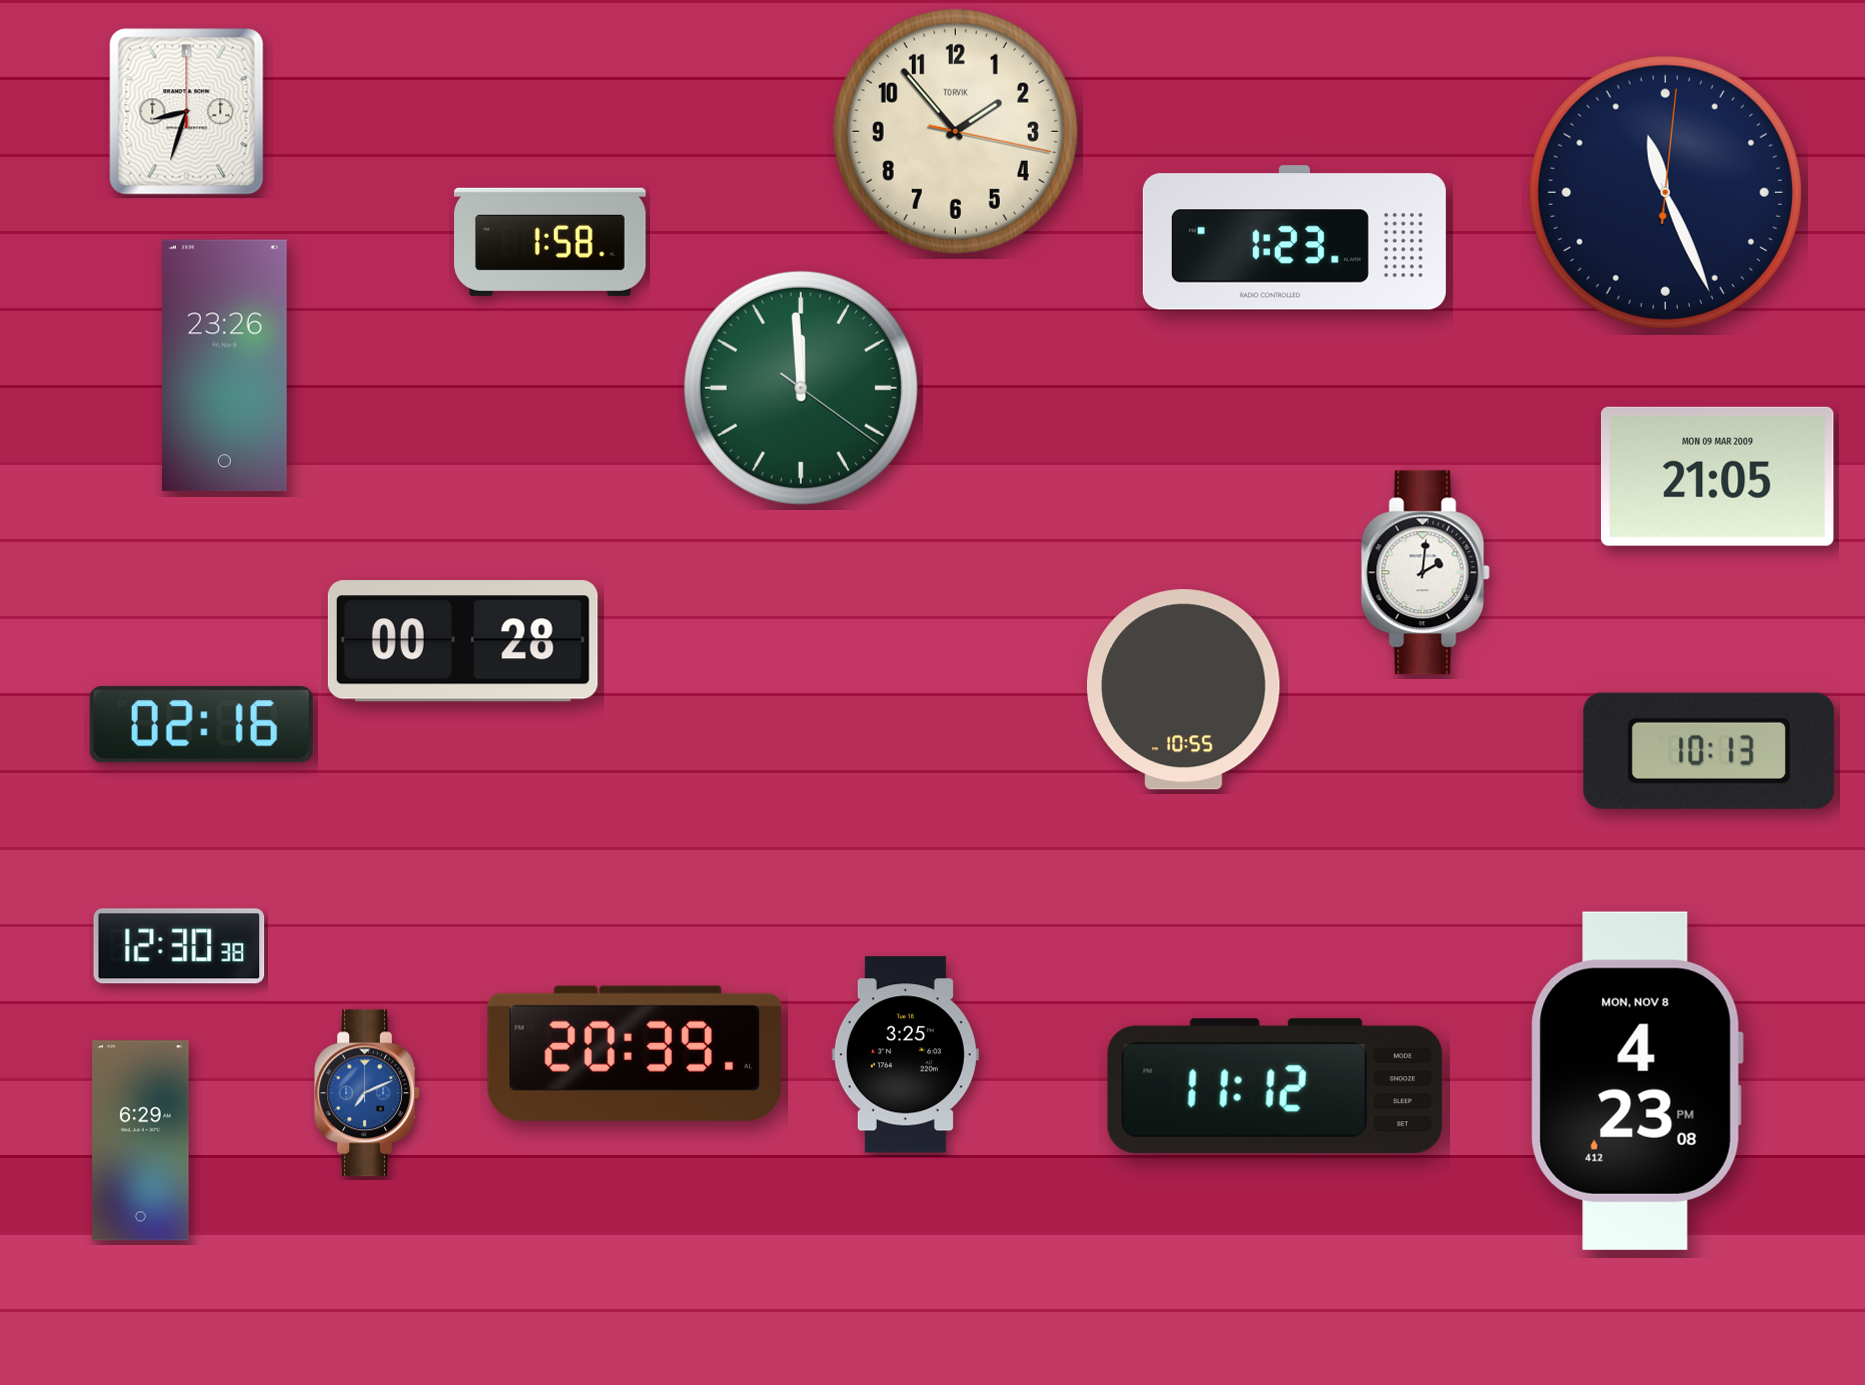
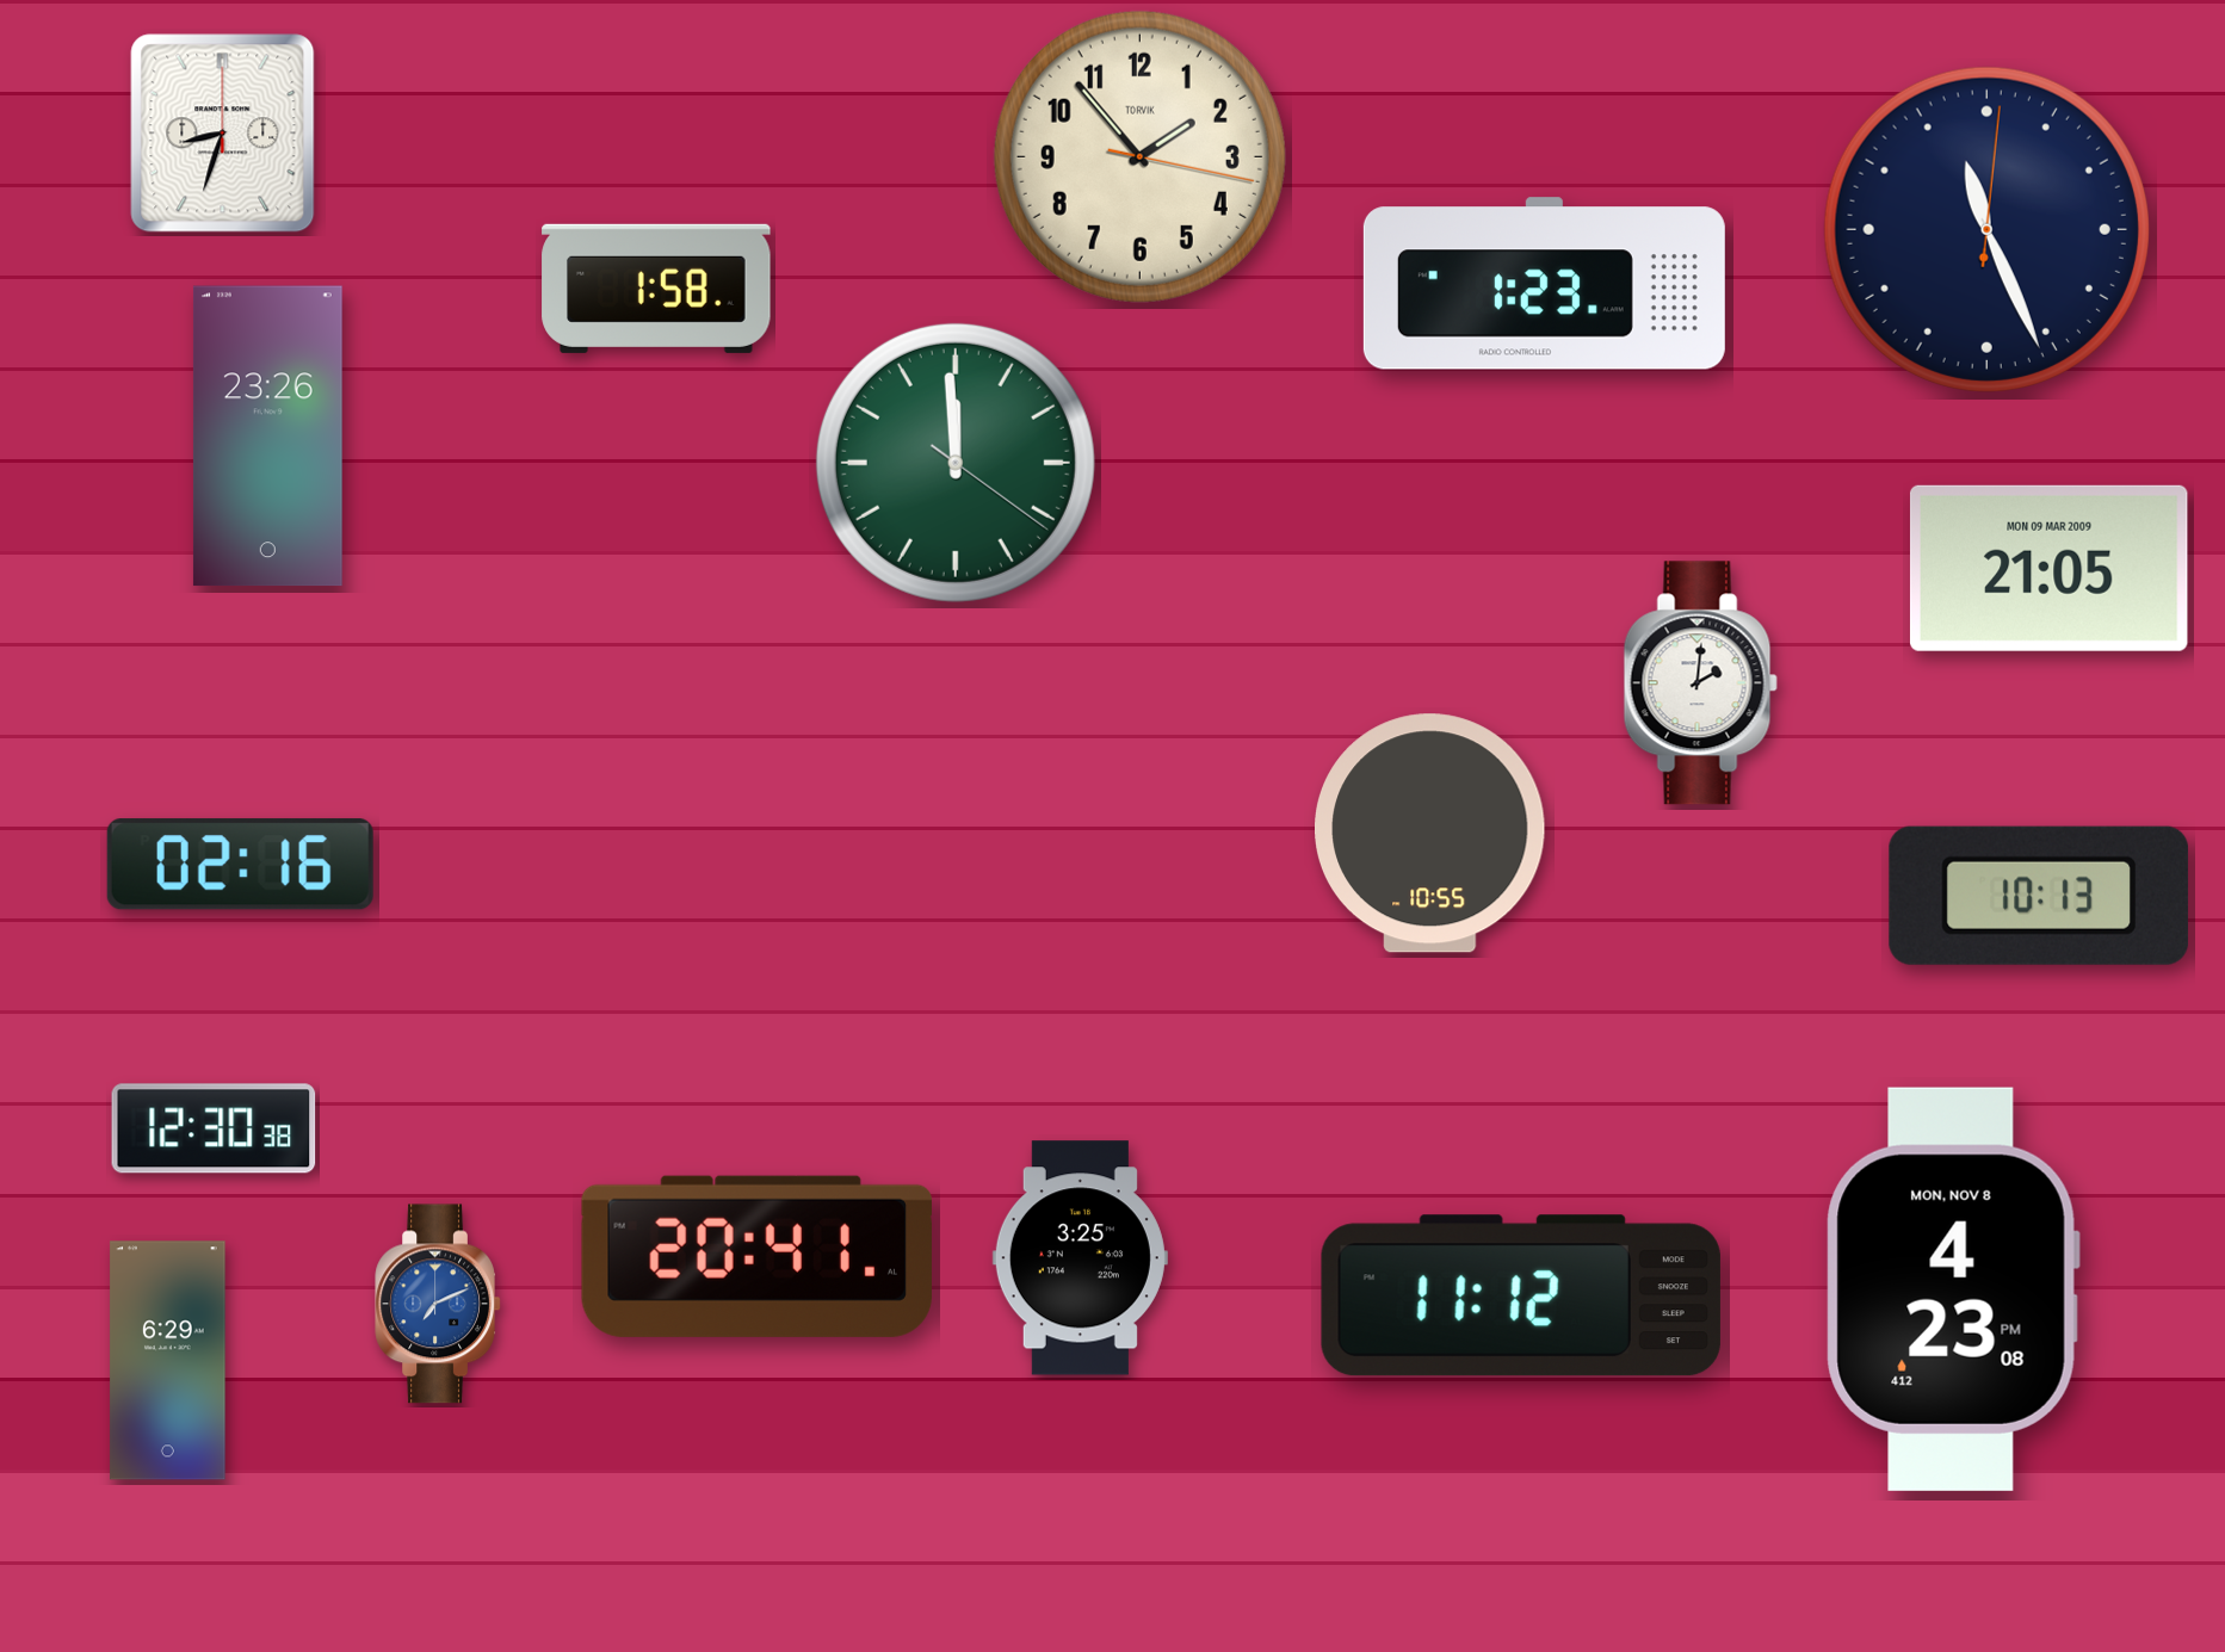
clock at (463, 641): 00:28 -> none
clock at (1184, 690) position: (1184, 690) -> (1430, 834)
clock at (634, 1053): 20:39 -> 20:41
